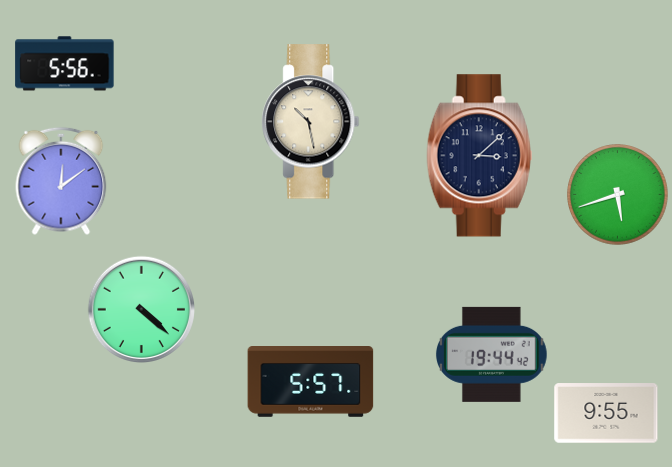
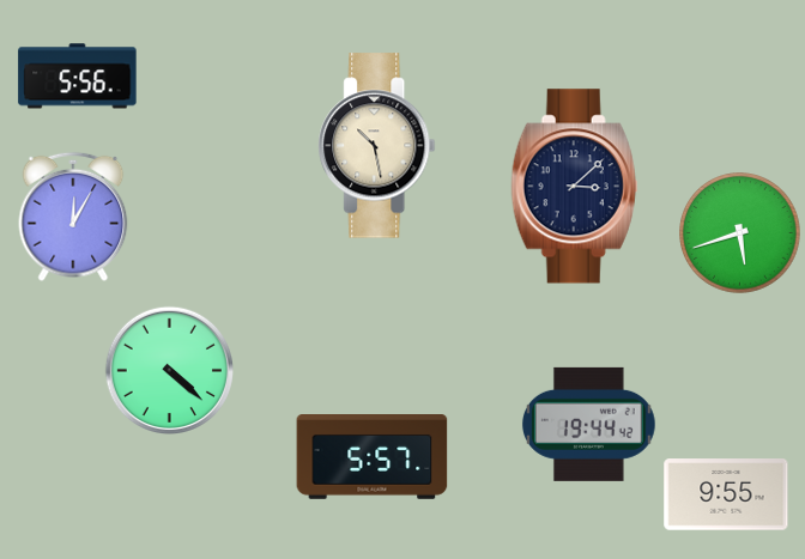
clock at (311, 122) position: (311, 122) -> (377, 146)
clock at (61, 181): 12:09 -> 12:05
